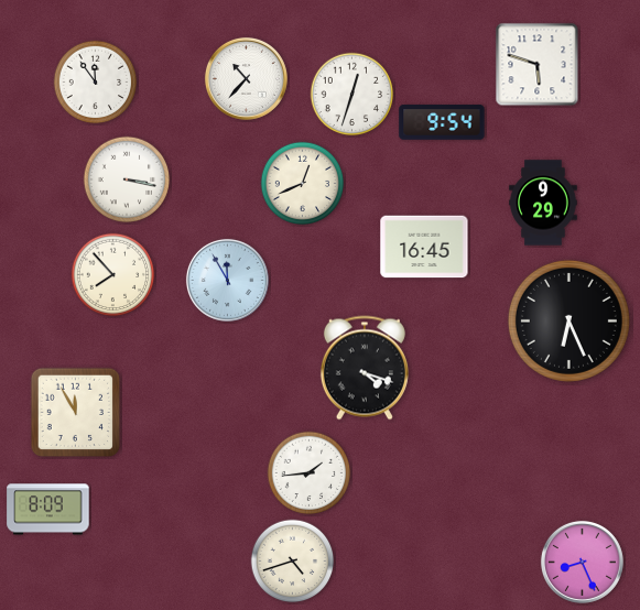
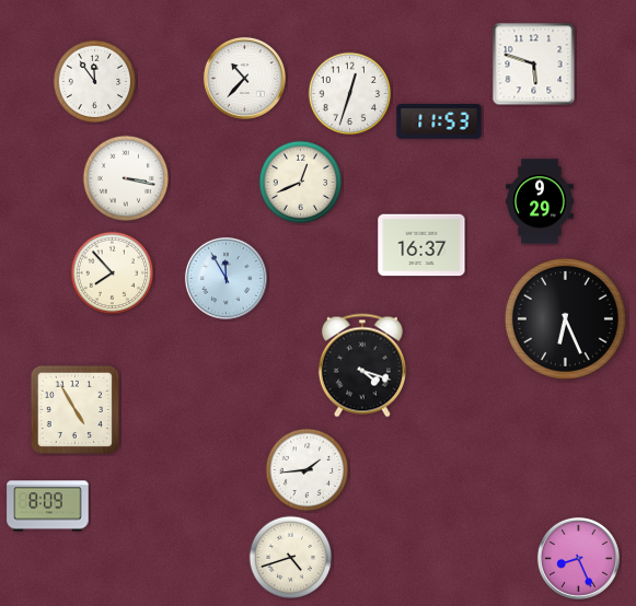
clock at (442, 122): 9:54 -> 11:53
clock at (424, 247): 16:45 -> 16:37
clock at (76, 413): 11:55 -> 4:55
